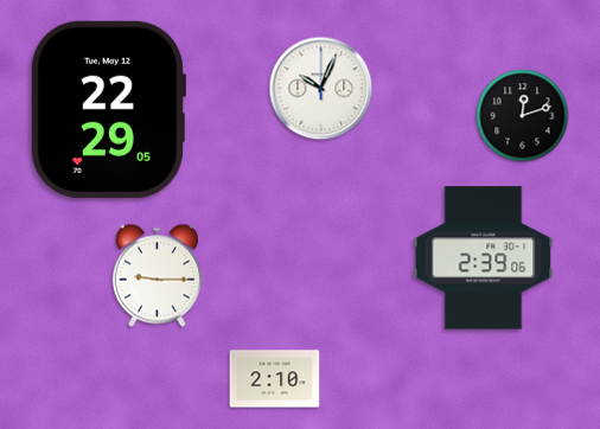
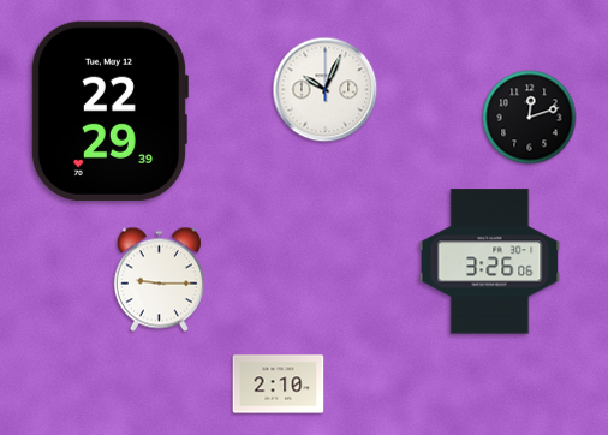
clock at (108, 109): 22:29:05 -> 22:29:39
clock at (484, 258): 2:39 -> 3:26
